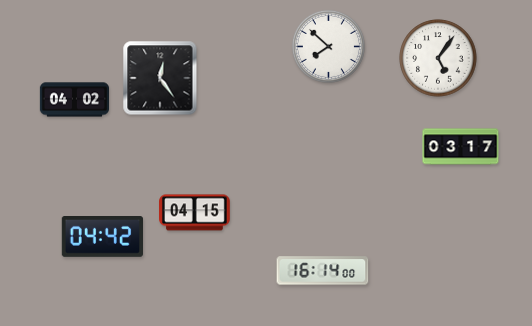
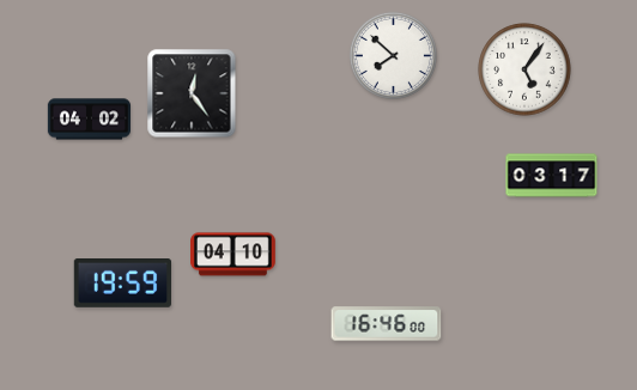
clock at (195, 213): 04:15 -> 04:10
clock at (102, 237): 04:42 -> 19:59
clock at (323, 271): 16:14 -> 16:46
